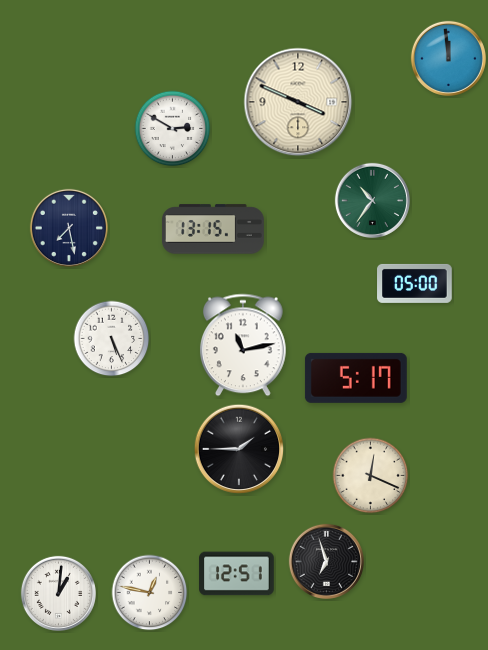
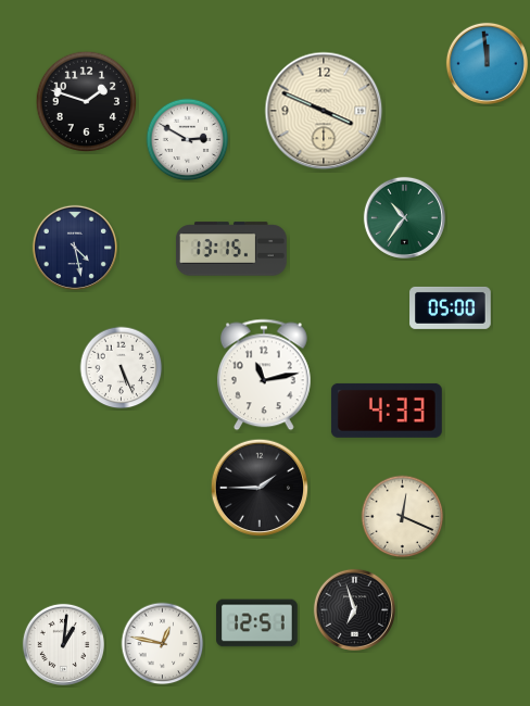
clock at (87, 102): none -> 1:48
clock at (69, 228): 7:28 -> 4:28
clock at (356, 378): 5:17 -> 4:33
